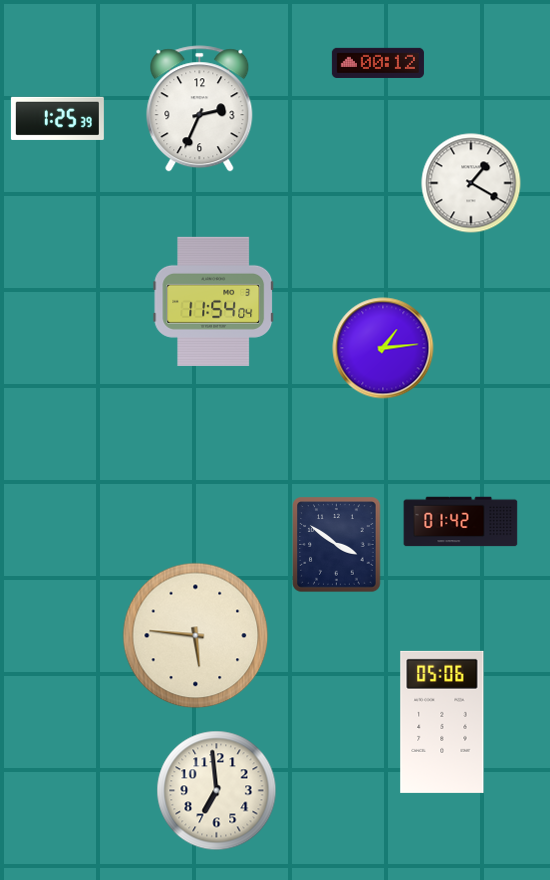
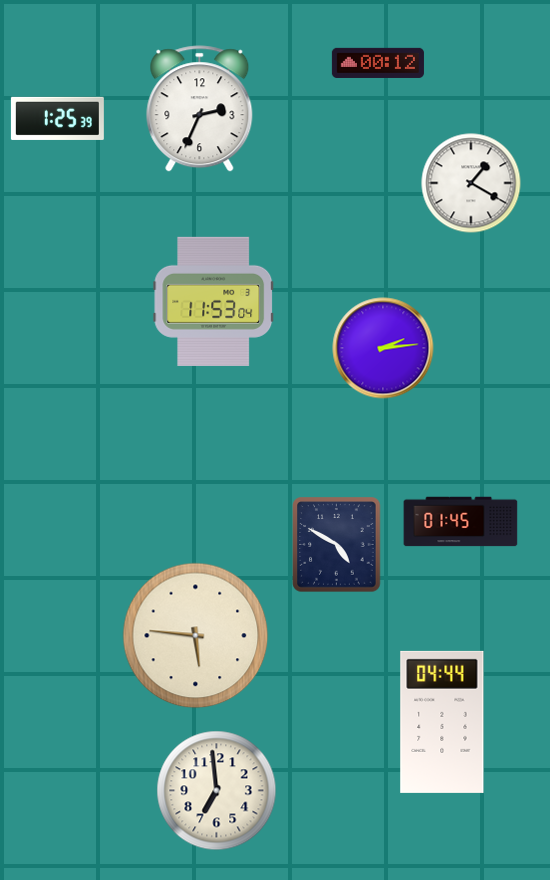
clock at (214, 301): 11:54 -> 11:53
clock at (383, 348): 1:14 -> 2:14
clock at (461, 522): 01:42 -> 01:45
clock at (337, 545): 3:51 -> 4:50
clock at (442, 722): 05:06 -> 04:44
